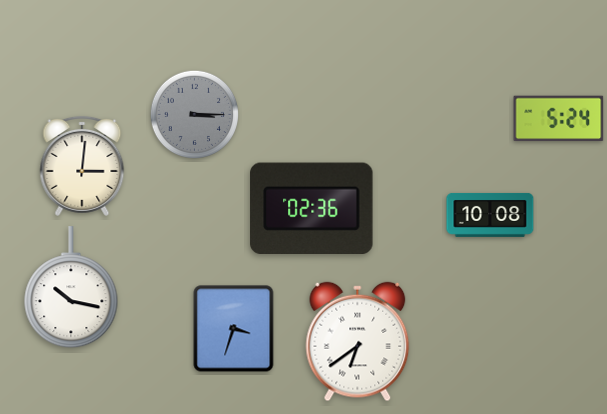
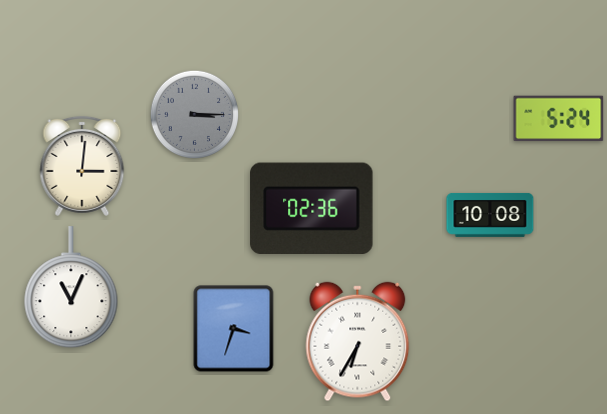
clock at (71, 288): 10:17 -> 11:04
clock at (358, 342): 6:39 -> 6:35
